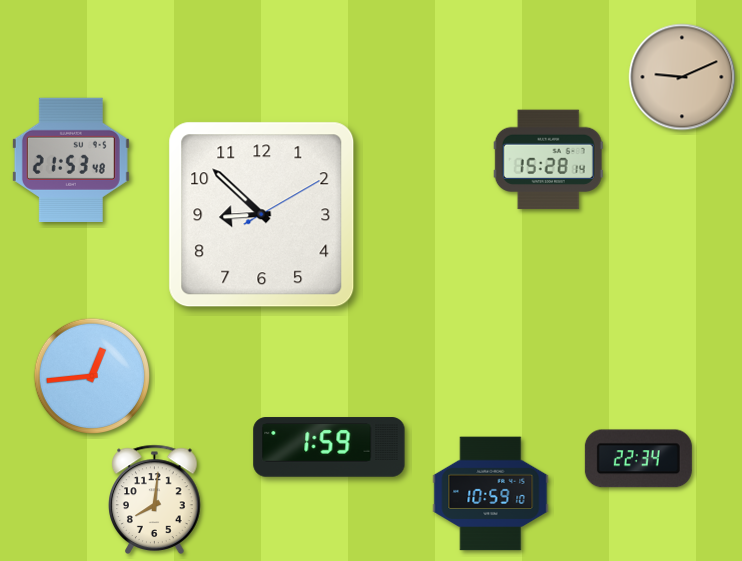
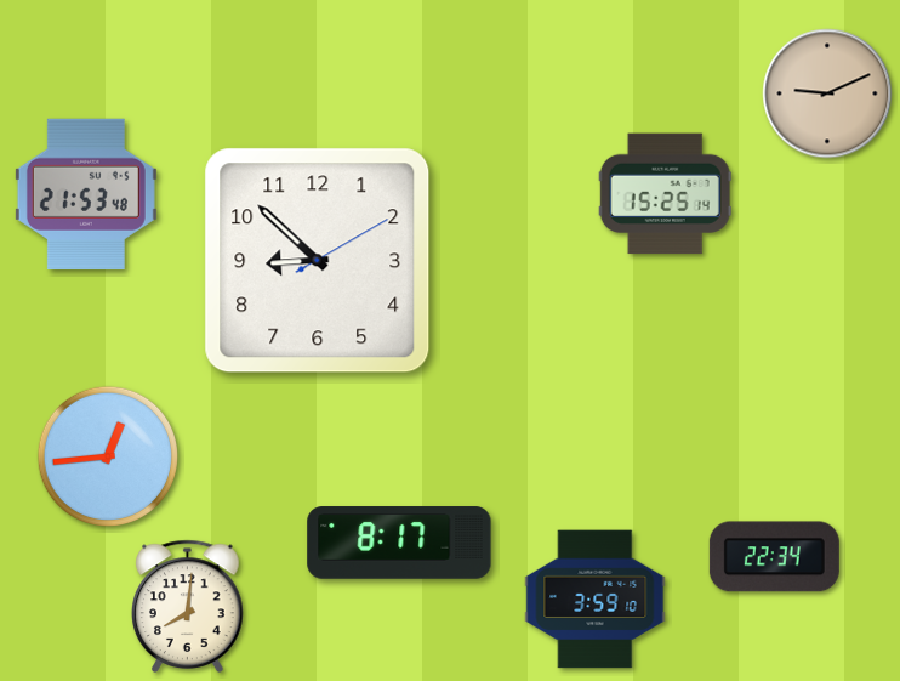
clock at (548, 160): 15:28 -> 15:25
clock at (92, 376) position: (92, 376) -> (108, 456)
clock at (329, 447): 1:59 -> 8:17
clock at (491, 494): 10:59 -> 3:59
